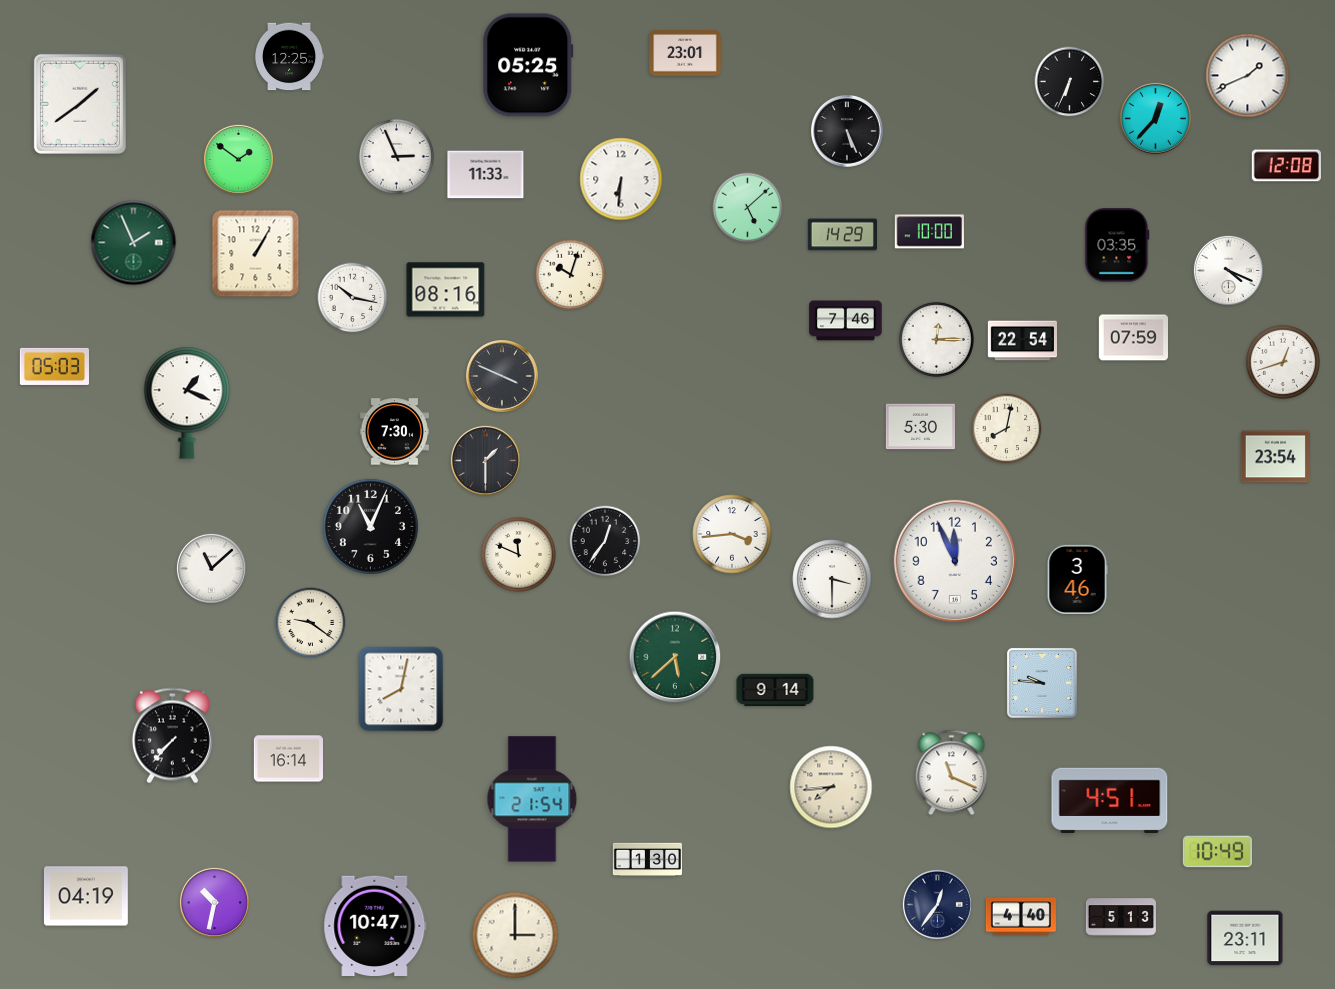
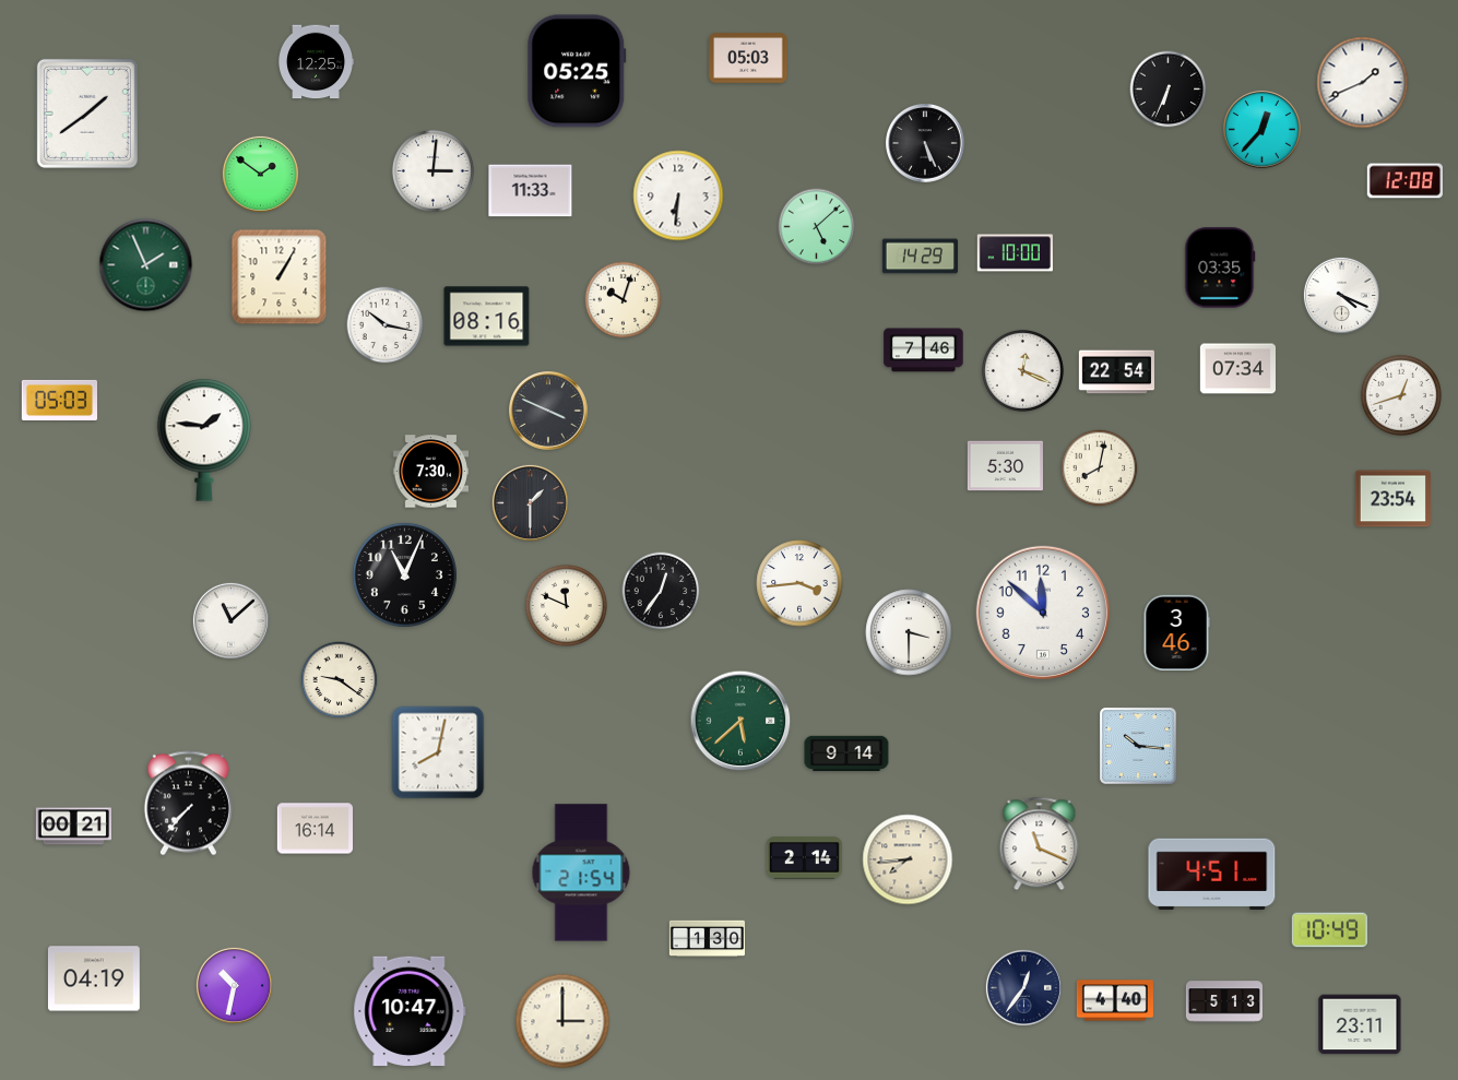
clock at (685, 53): 23:01 -> 05:03
clock at (396, 156): 2:56 -> 3:01
clock at (1133, 338): 07:59 -> 07:34
clock at (936, 339): 12:15 -> 12:19
clock at (187, 403): 1:19 -> 1:46
clock at (955, 561): 11:56 -> 11:52
clock at (675, 657) position: (675, 657) -> (740, 721)
clock at (1042, 683): 9:46 -> 10:16
clock at (73, 827): none -> 00:21
clock at (804, 858): none -> 2:14
